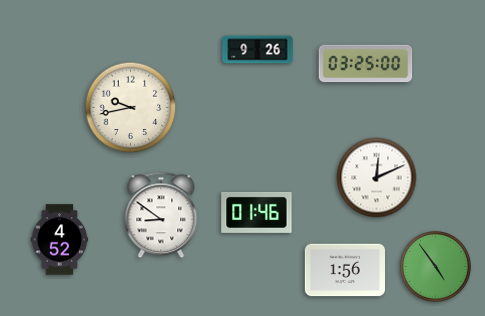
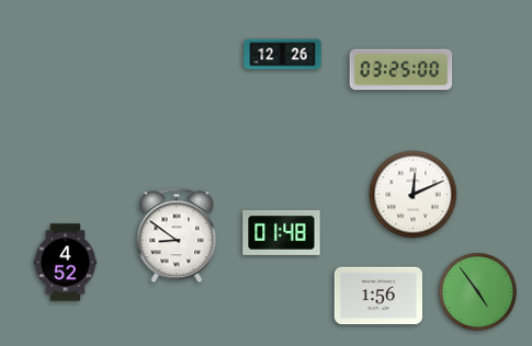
clock at (258, 50): 9:26 -> 12:26
clock at (131, 108): 9:43 -> none
clock at (257, 212): 01:46 -> 01:48
